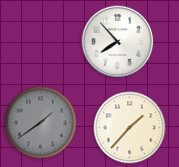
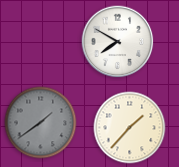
clock at (118, 42): 7:53 -> 7:50
